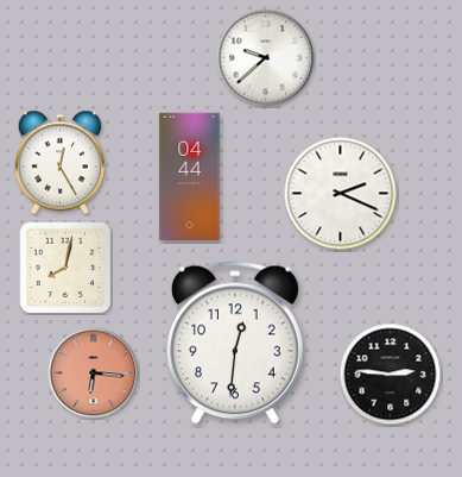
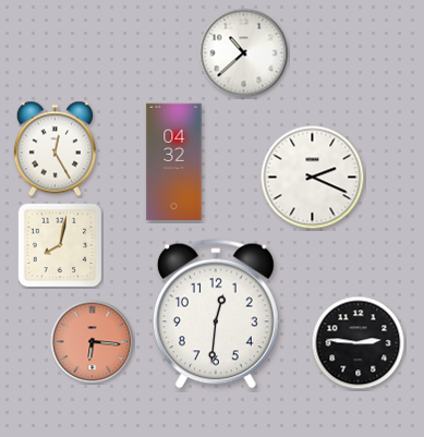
clock at (266, 58): 9:38 -> 10:38
clock at (190, 176): 04:44 -> 04:32
clock at (94, 374) position: (94, 374) -> (93, 342)
